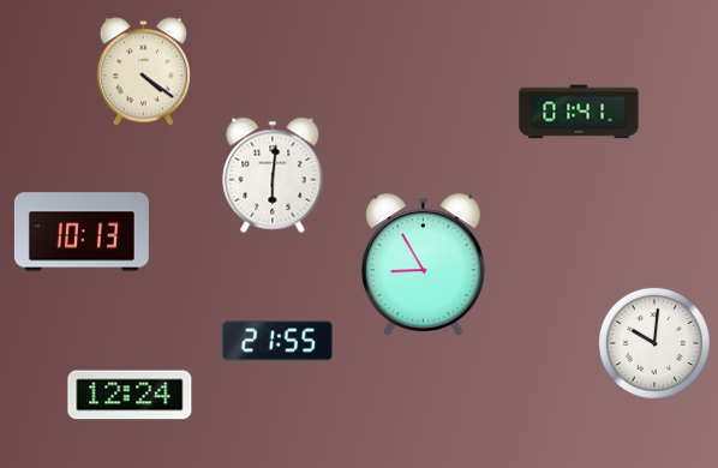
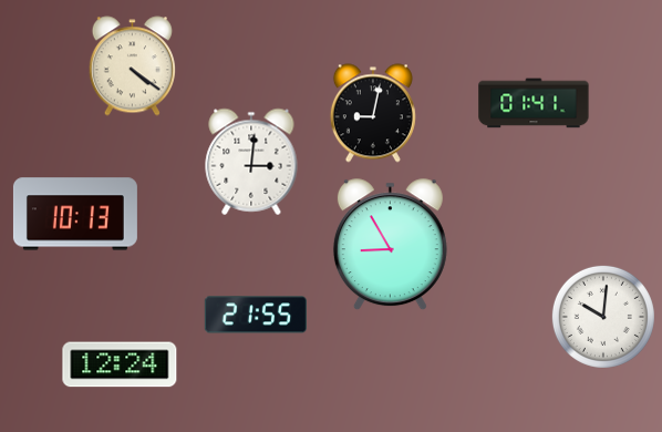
clock at (373, 113): none -> 9:02
clock at (273, 175): 6:01 -> 3:01
